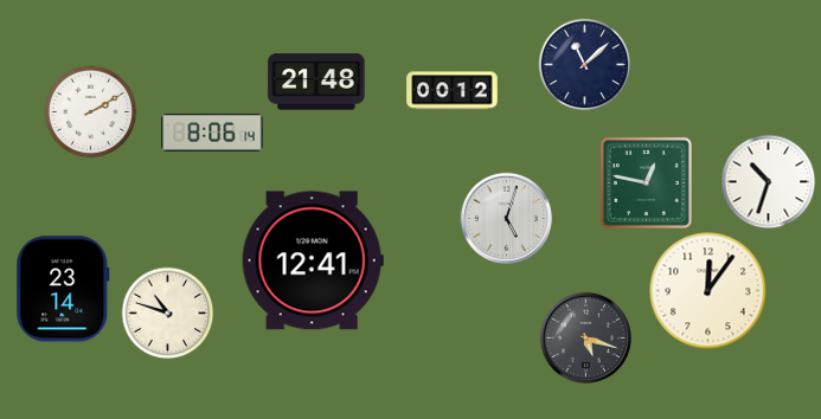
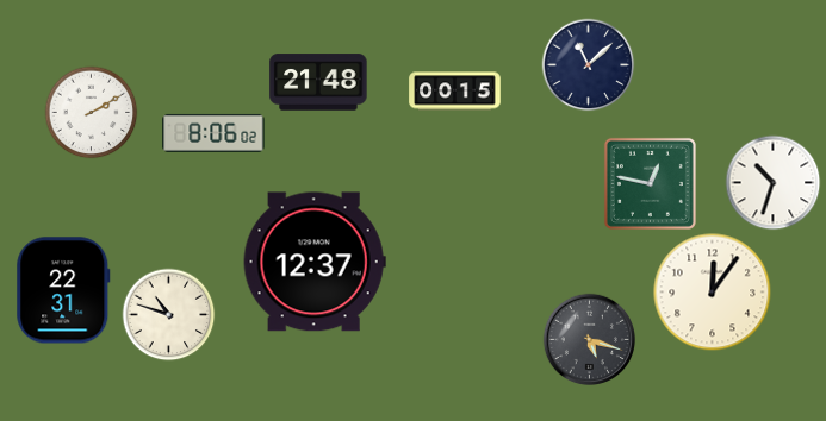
clock at (453, 91): 00:12 -> 00:15
clock at (212, 133): 8:06:14 -> 8:06:02
clock at (506, 218): 5:03 -> none
clock at (313, 260): 12:41 -> 12:37
clock at (63, 289): 23:14 -> 22:31
